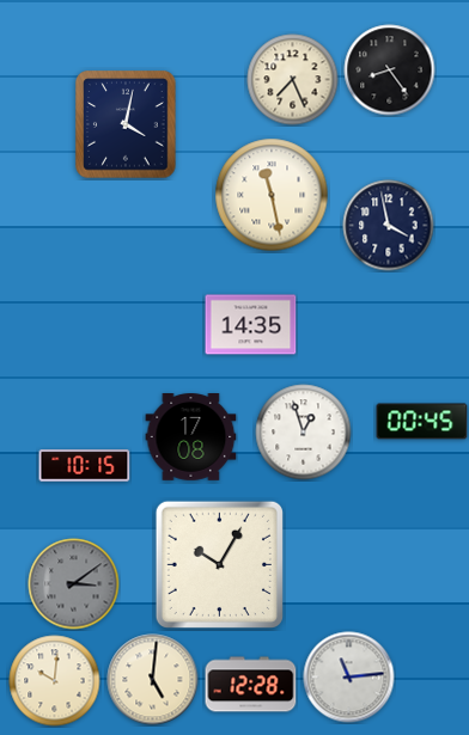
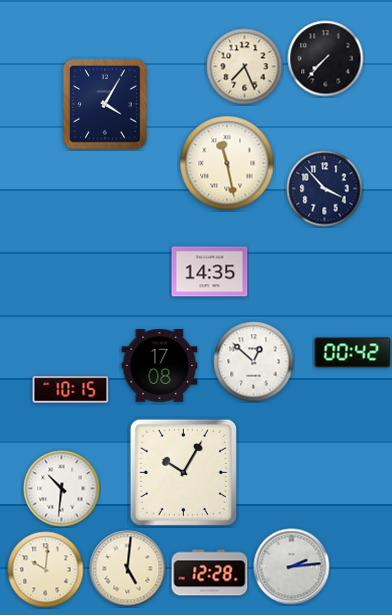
clock at (390, 71): 8:24 -> 7:37
clock at (126, 124): 4:02 -> 4:05
clock at (389, 226): 3:58 -> 3:53
clock at (422, 422): 00:45 -> 00:42
clock at (304, 433): 12:57 -> 12:52
clock at (74, 584): 3:09 -> 10:31
clock at (74, 584) dial: grey -> white
clock at (349, 678): 11:14 -> 2:14
